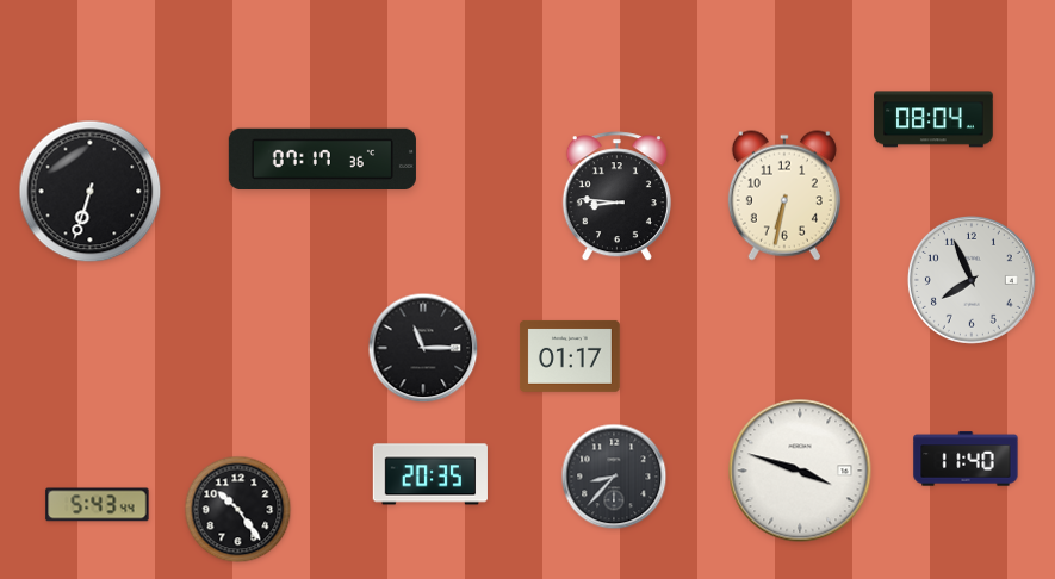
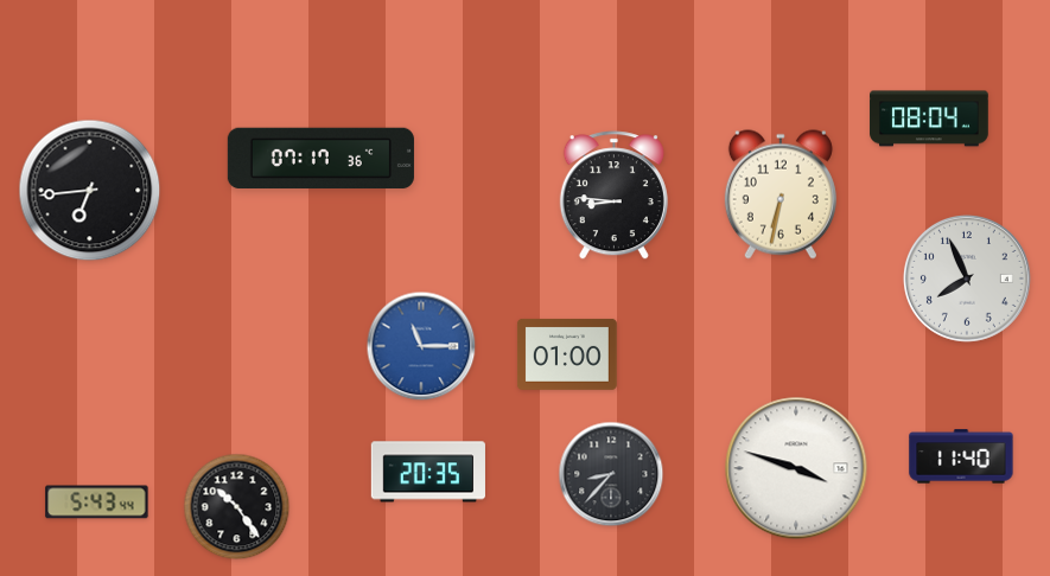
clock at (91, 192): 6:33 -> 6:44
clock at (423, 348) dial: black -> blue
clock at (570, 356): 01:17 -> 01:00
